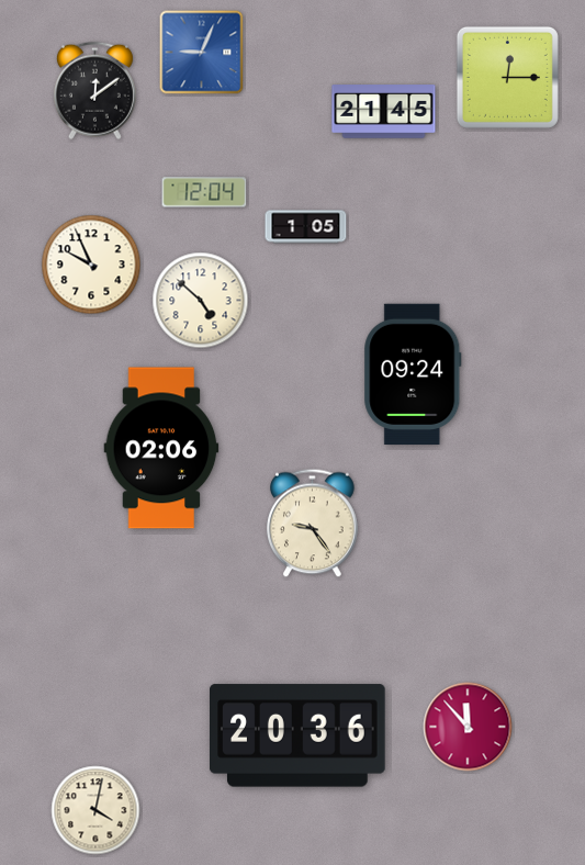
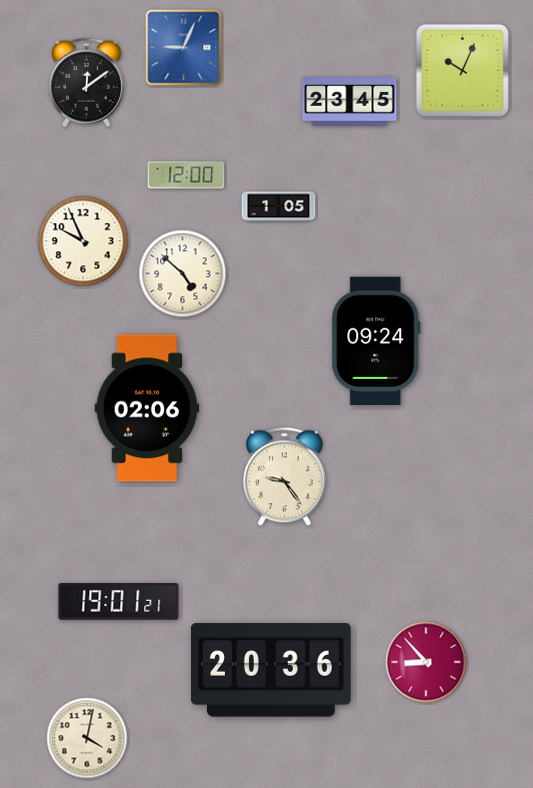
clock at (507, 77): 12:15 -> 10:04
clock at (384, 112): 21:45 -> 23:45
clock at (204, 192): 12:04 -> 12:00
clock at (119, 602): none -> 19:01
clock at (468, 727): 11:53 -> 8:53
